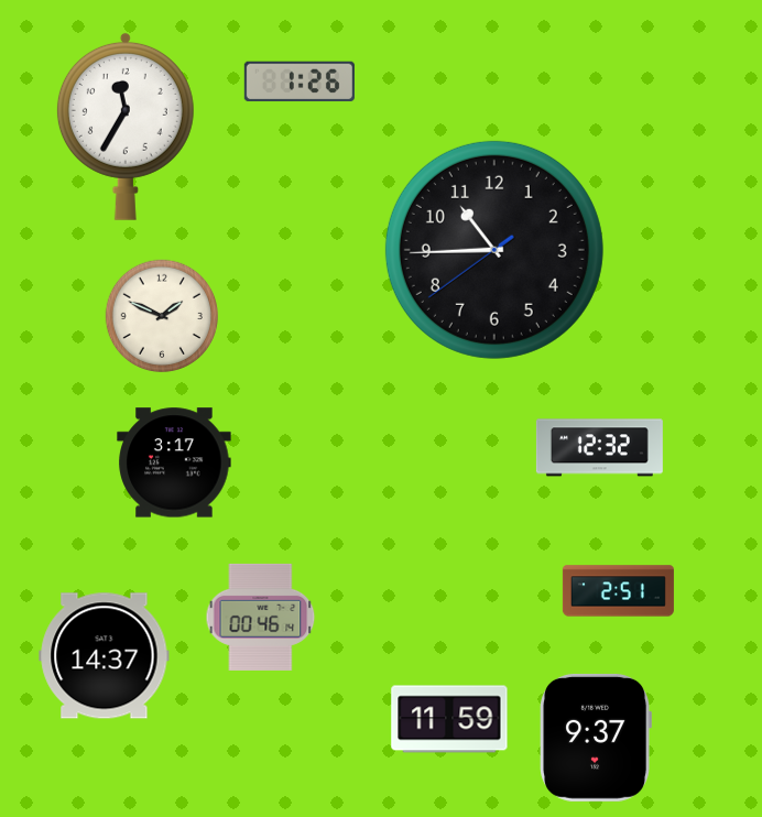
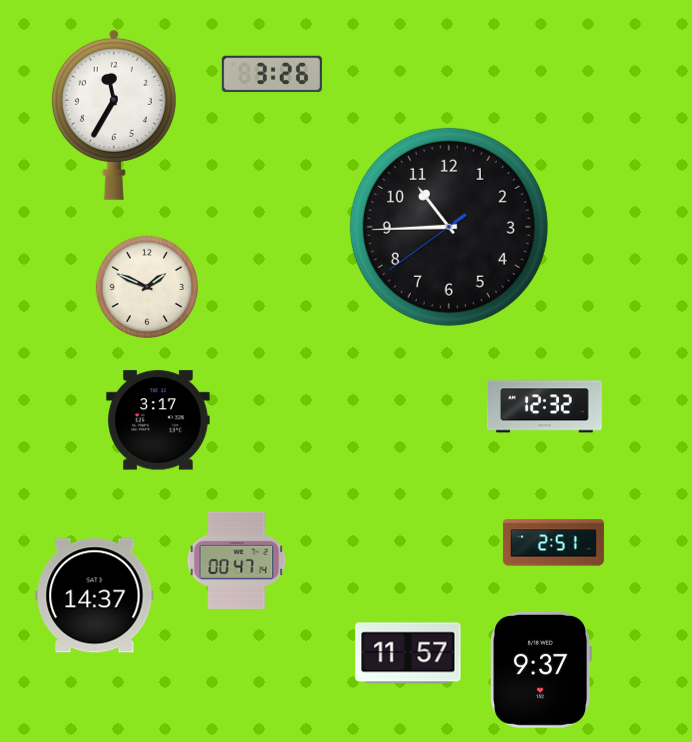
clock at (300, 81): 1:26 -> 3:26
clock at (618, 591) position: (618, 591) -> (553, 543)
clock at (261, 617): 00:46 -> 00:47
clock at (449, 719): 11:59 -> 11:57
